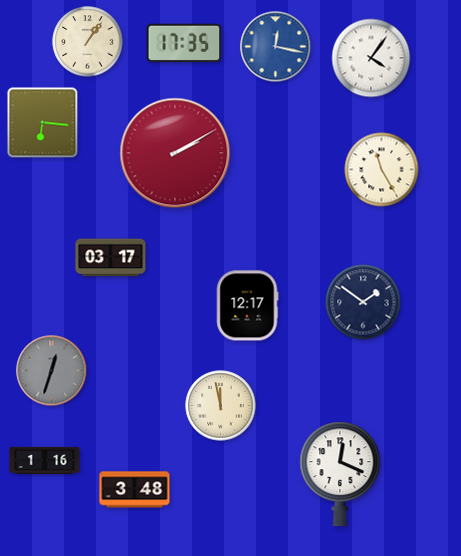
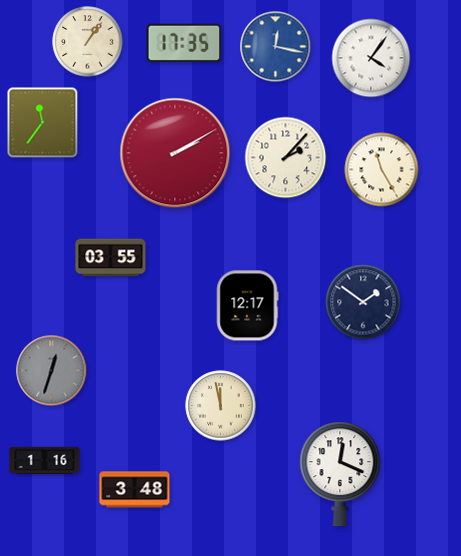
clock at (43, 123): 6:16 -> 11:36
clock at (286, 158): none -> 2:07
clock at (111, 258): 03:17 -> 03:55
